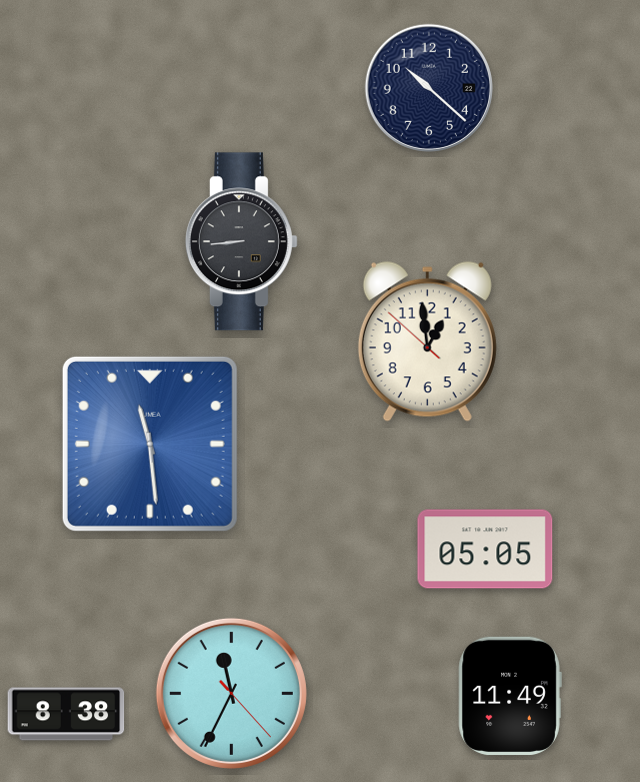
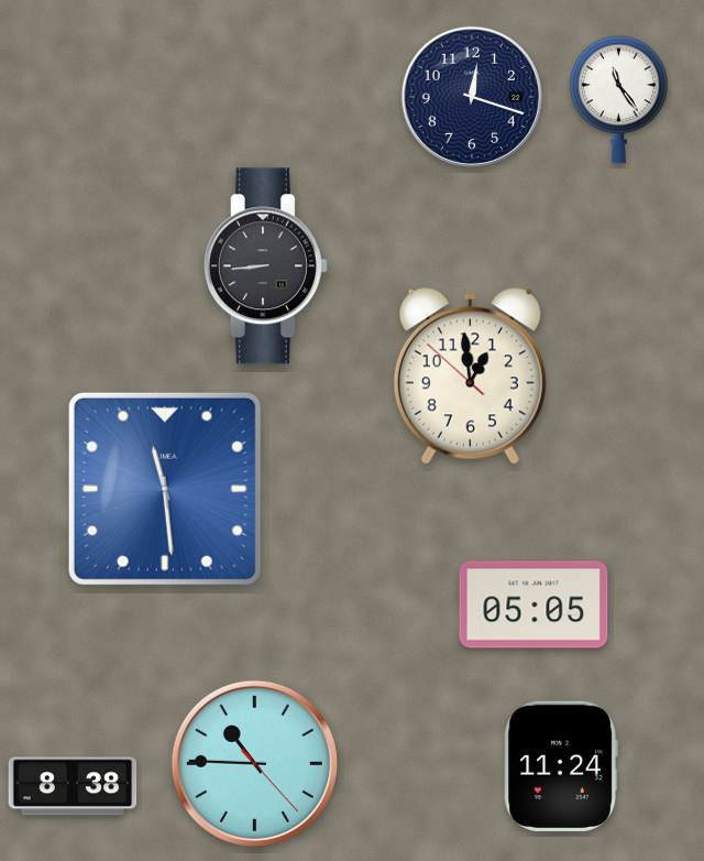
clock at (429, 88): 10:22 -> 12:18
clock at (618, 100): none -> 11:24
clock at (231, 693): 11:34 -> 10:45
clock at (510, 696): 11:49 -> 11:24
